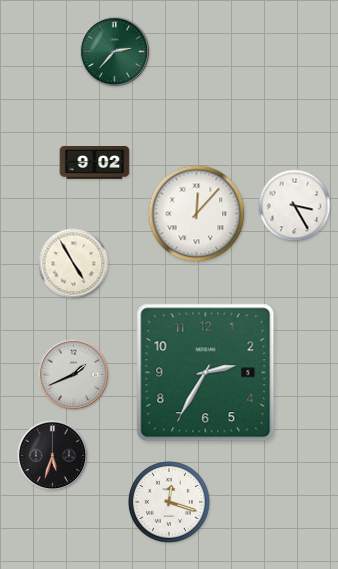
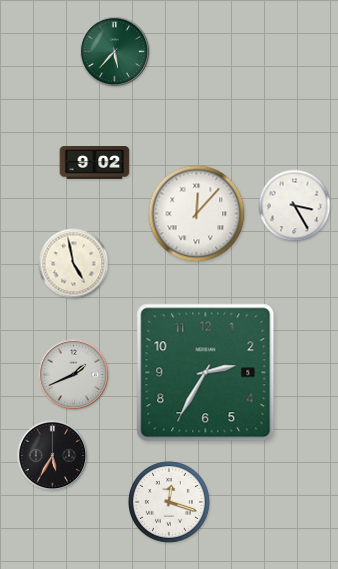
clock at (115, 52): 2:37 -> 5:37
clock at (74, 264): 4:55 -> 4:58
clock at (53, 456): 5:33 -> 5:35
